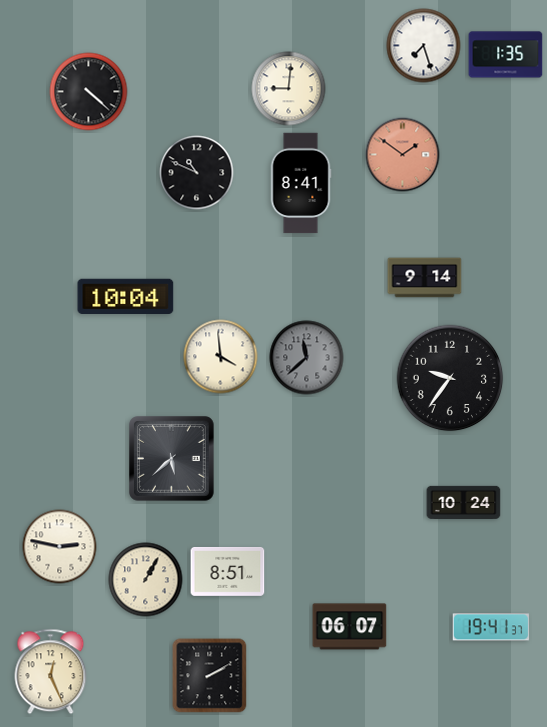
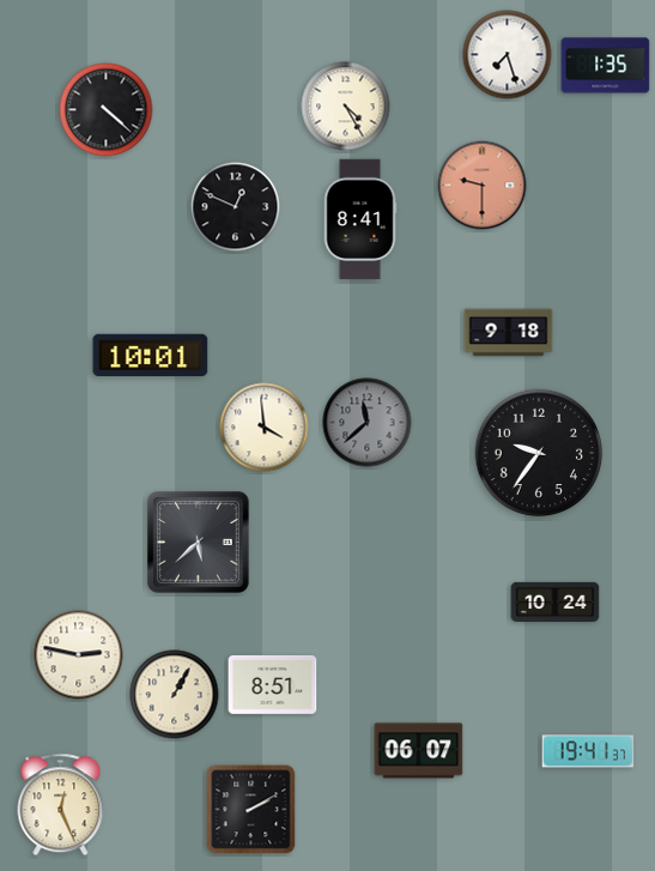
clock at (289, 89): 9:01 -> 4:25
clock at (403, 155): 1:51 -> 9:30
clock at (197, 173): 10:49 -> 12:49
clock at (425, 278): 9:14 -> 9:18
clock at (126, 296): 10:04 -> 10:01
clock at (307, 358) position: (307, 358) -> (368, 423)
clock at (172, 459) position: (172, 459) -> (199, 543)
clock at (60, 547) position: (60, 547) -> (79, 655)
